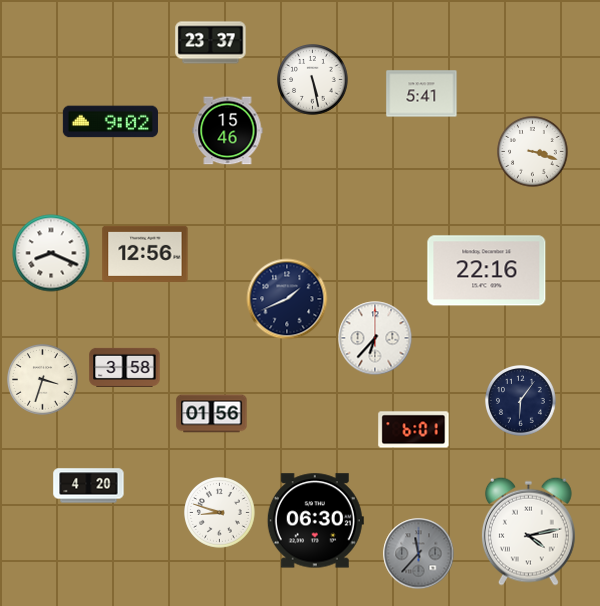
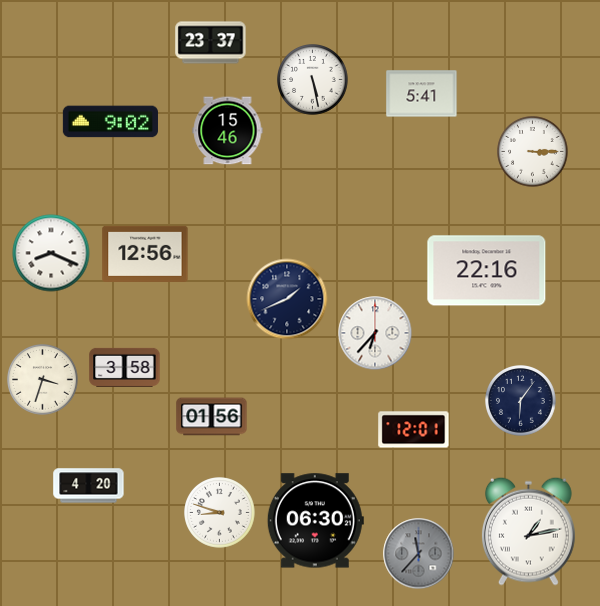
clock at (533, 152): 3:18 -> 3:15
clock at (375, 338) position: (375, 338) -> (375, 333)
clock at (212, 414) position: (212, 414) -> (212, 417)
clock at (414, 430): 6:01 -> 12:01
clock at (528, 531): 4:13 -> 1:13
